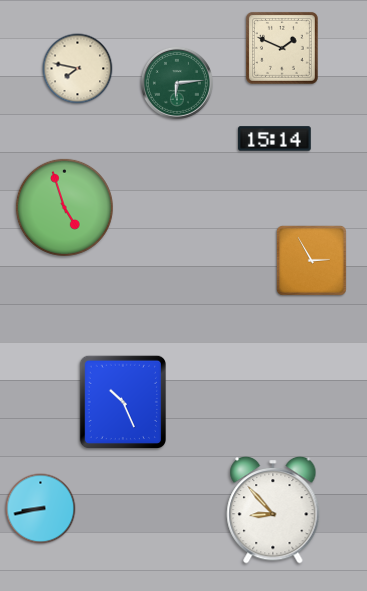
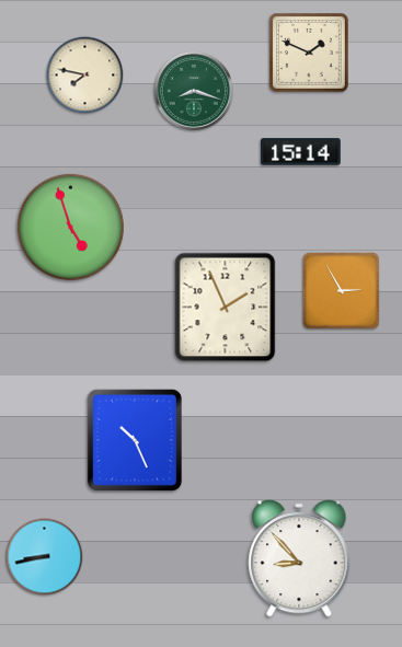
clock at (177, 83): 6:14 -> 8:18
clock at (311, 260) position: (311, 260) -> (341, 290)
clock at (226, 308): none -> 1:56
